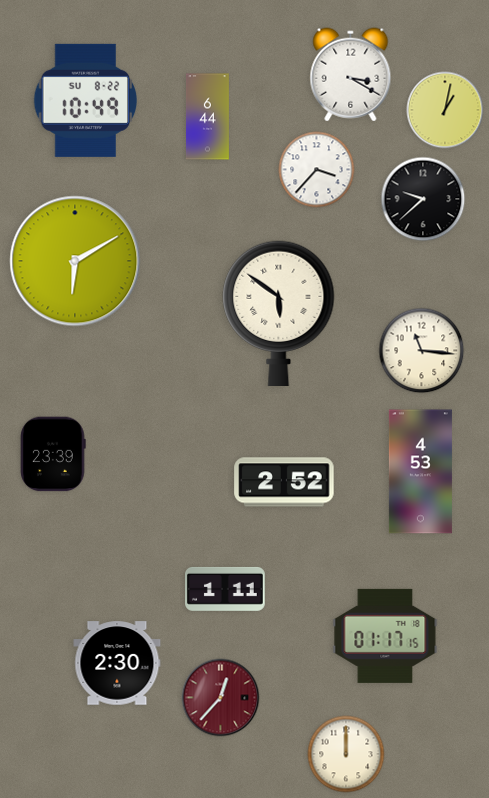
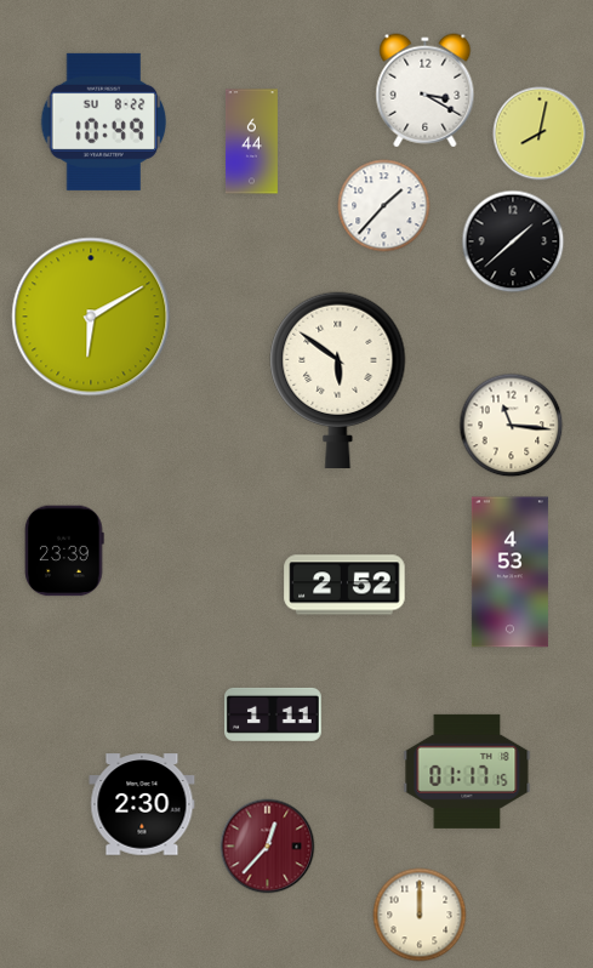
clock at (445, 110): 1:02 -> 8:02
clock at (317, 170): 3:37 -> 1:37
clock at (423, 199): 9:38 -> 1:38
